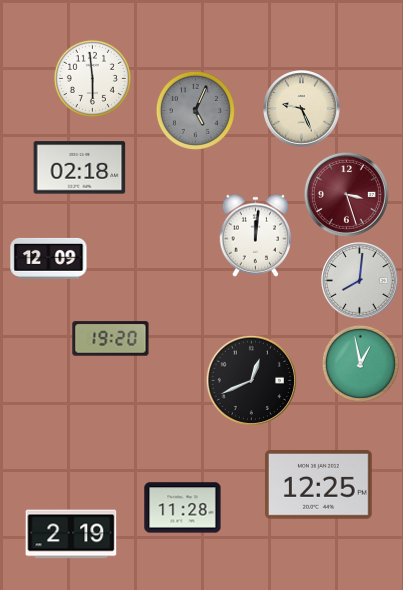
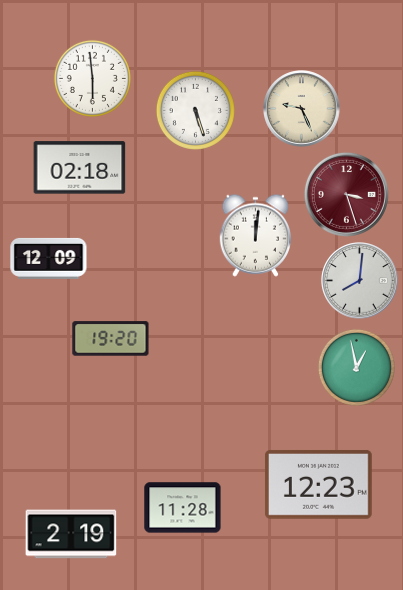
clock at (195, 110): 5:04 -> 5:27
clock at (195, 110) dial: grey -> white
clock at (360, 363) position: (360, 363) -> (356, 367)
clock at (251, 380): 12:41 -> none
clock at (318, 484): 12:25 -> 12:23
